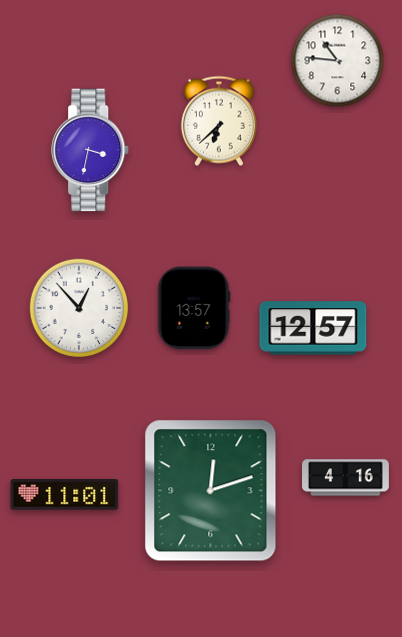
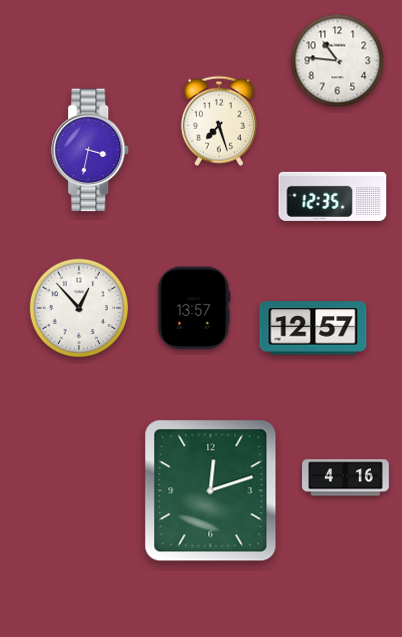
clock at (219, 121): 6:38 -> 7:27
clock at (333, 196): none -> 12:35
clock at (65, 495): 11:01 -> none
